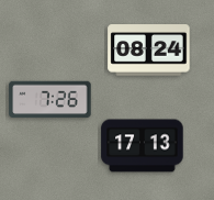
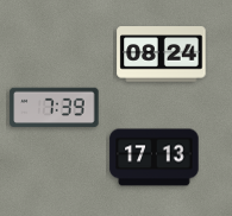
clock at (50, 100): 7:26 -> 7:39
